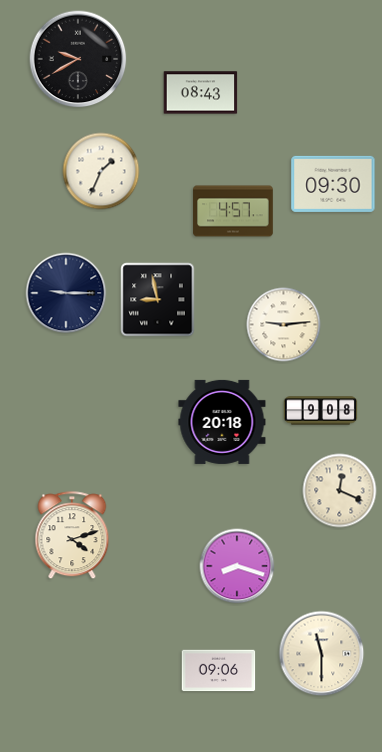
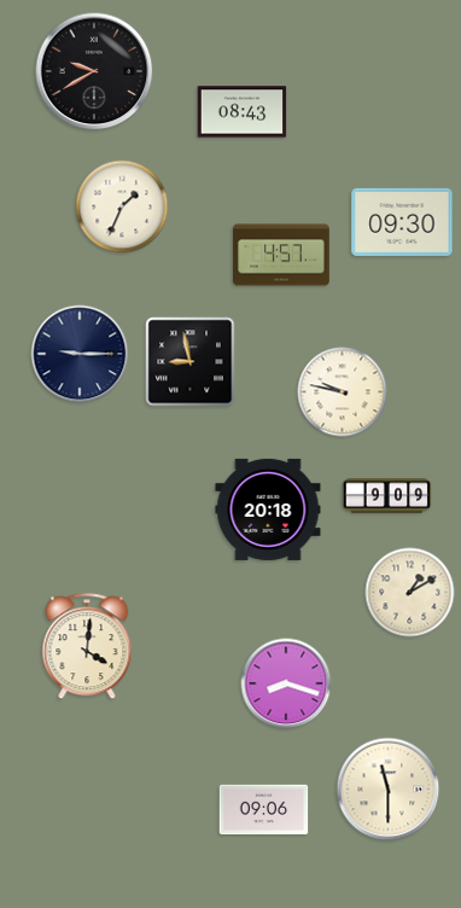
clock at (284, 325): 9:14 -> 9:47
clock at (321, 411): 9:08 -> 9:09
clock at (340, 491): 12:19 -> 1:10
clock at (72, 536): 4:12 -> 4:01
